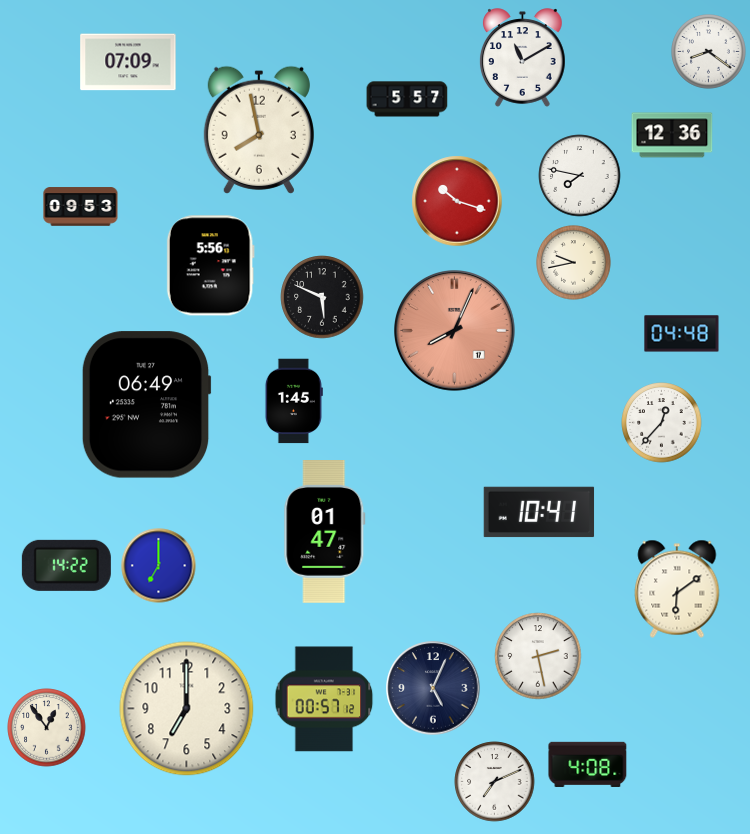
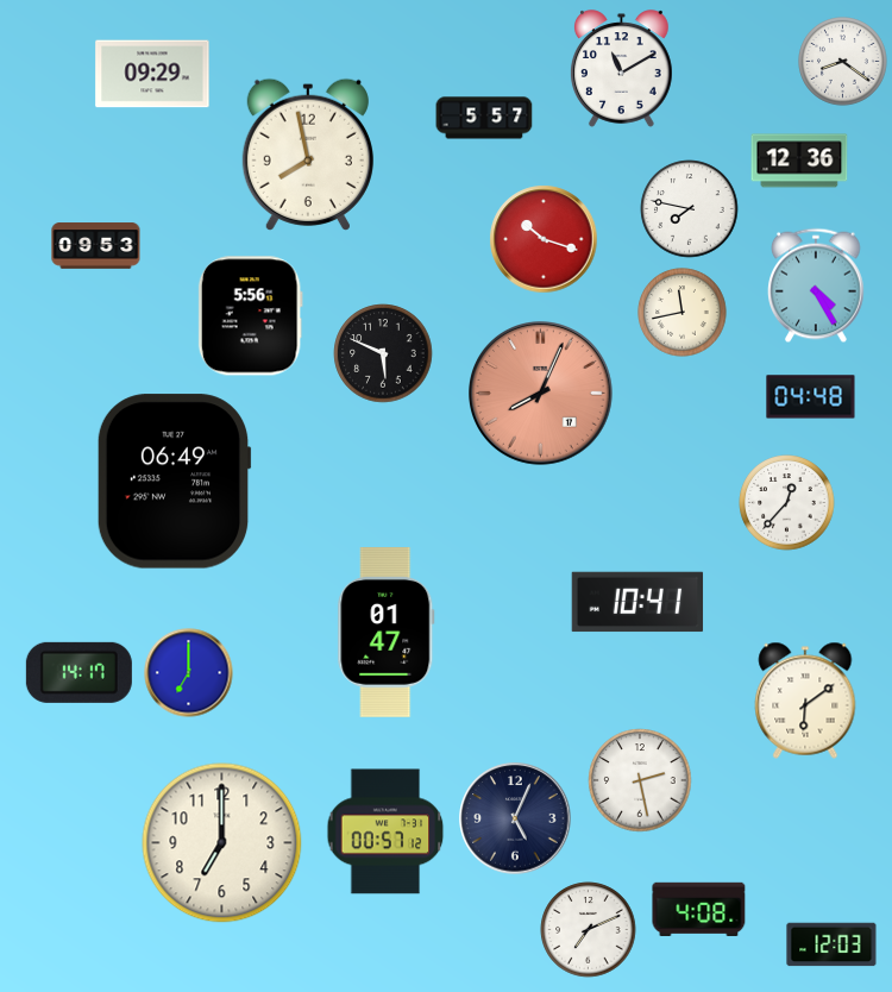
clock at (128, 62): 07:09 -> 09:29
clock at (817, 285): none -> 4:25
clock at (574, 263): 9:43 -> 11:43
clock at (293, 401): 1:45 -> none
clock at (539, 512) position: (539, 512) -> (637, 602)
clock at (66, 565): 14:22 -> 14:17
clock at (47, 728): 12:54 -> none
clock at (831, 944): none -> 12:03
